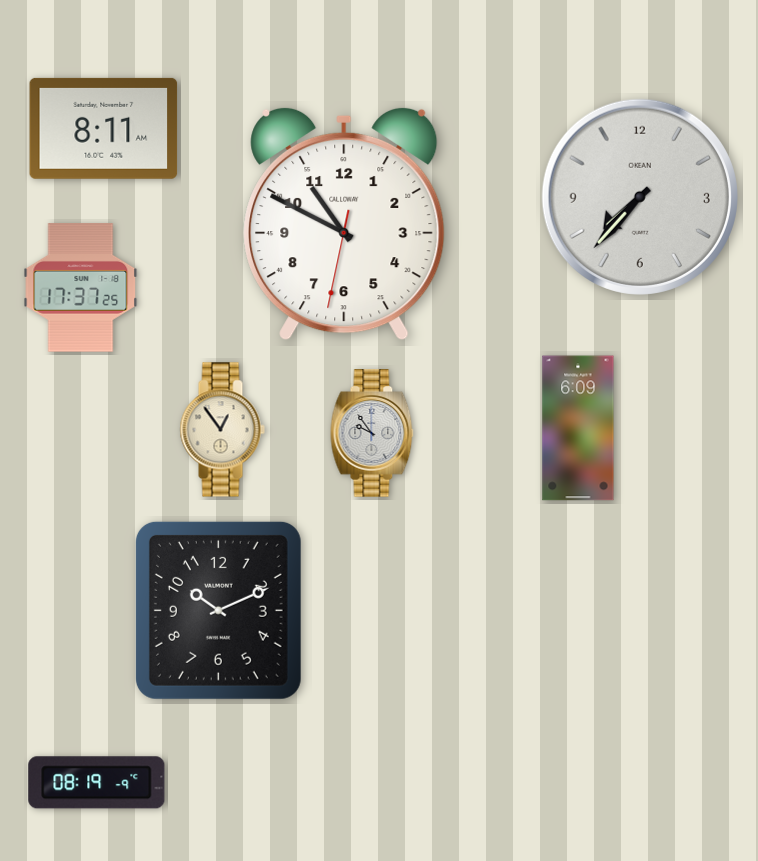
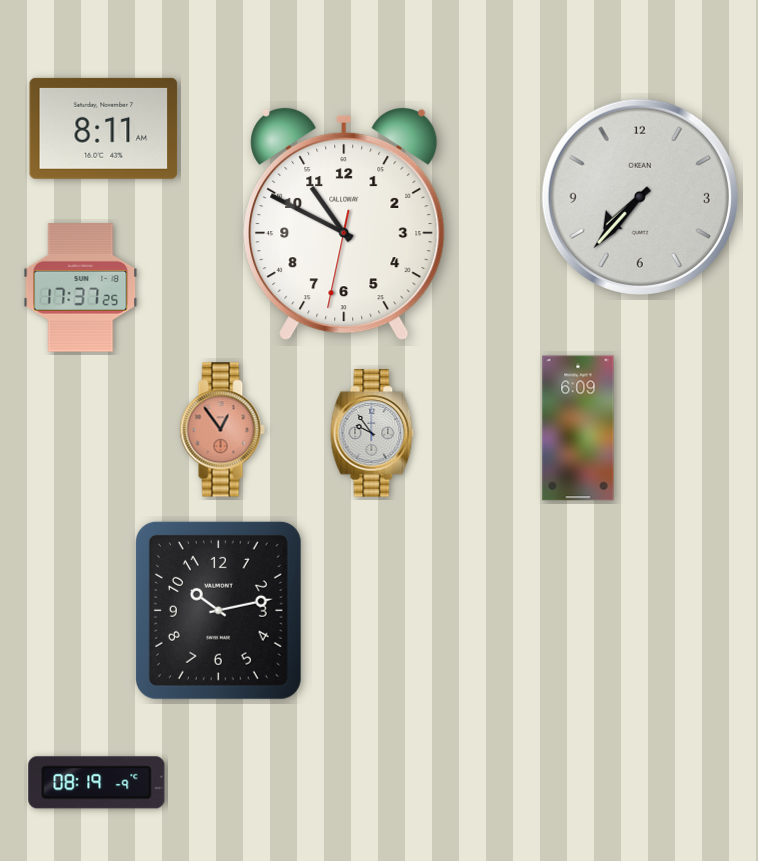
clock at (222, 430) dial: cream -> salmon
clock at (218, 610): 10:11 -> 10:13
